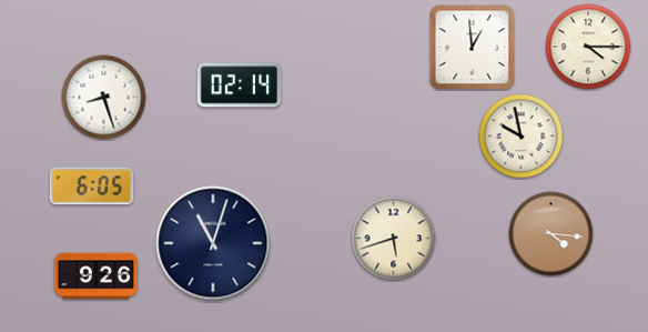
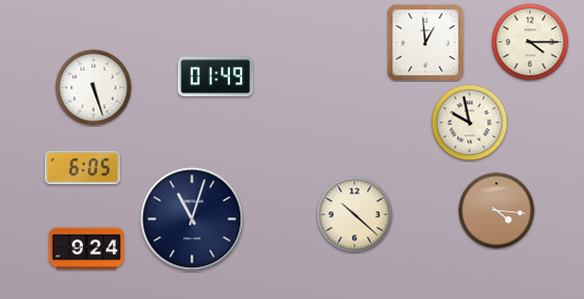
clock at (239, 85): 02:14 -> 01:49
clock at (104, 98): 8:27 -> 5:27
clock at (394, 239): 5:42 -> 10:22
clock at (95, 276): 9:26 -> 9:24
